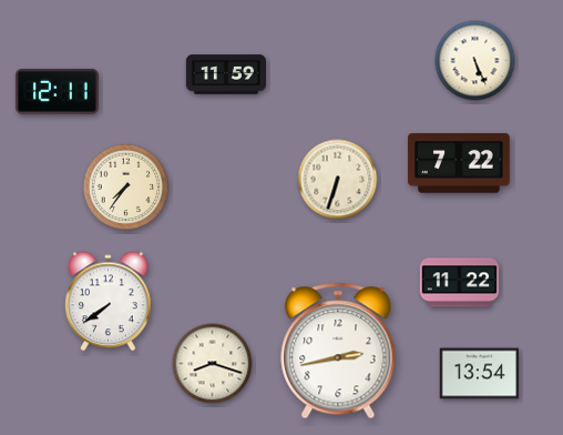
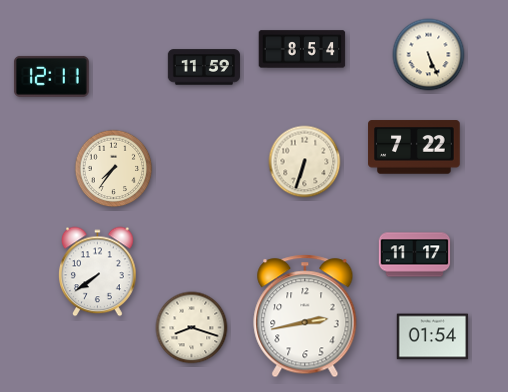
clock at (302, 49): none -> 8:54
clock at (57, 91) position: (57, 91) -> (51, 76)
clock at (460, 283): 11:22 -> 11:17
clock at (480, 374): 13:54 -> 01:54
